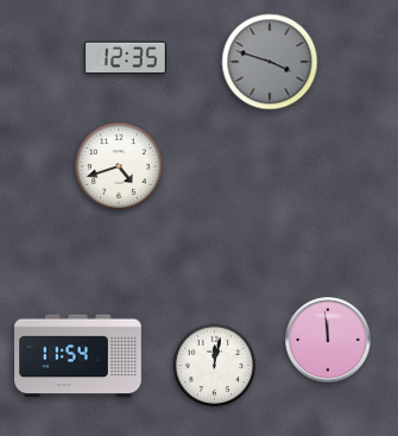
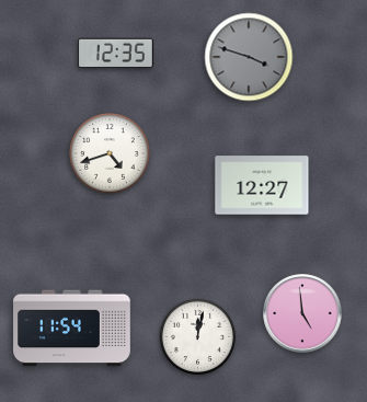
clock at (262, 185): none -> 12:27
clock at (328, 340): 11:59 -> 4:59
